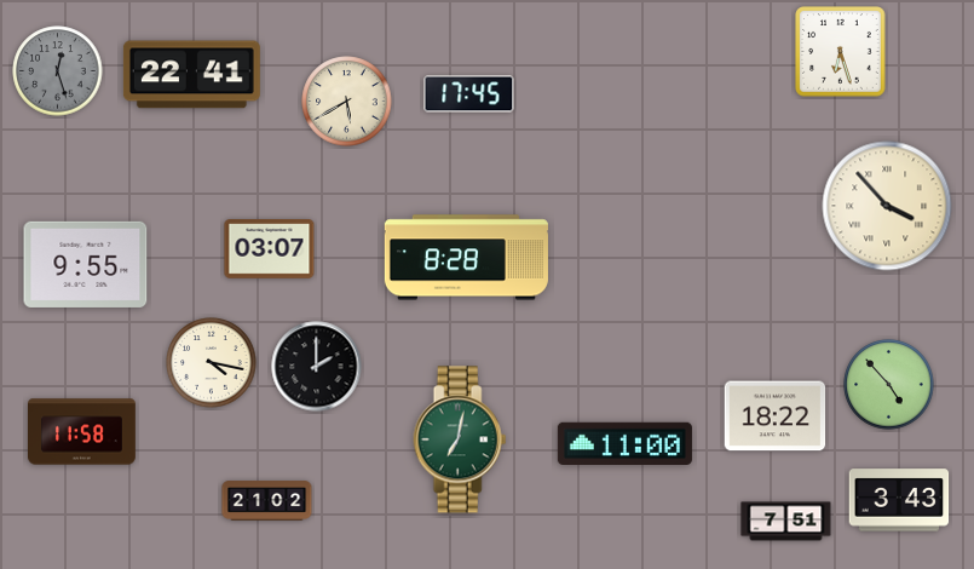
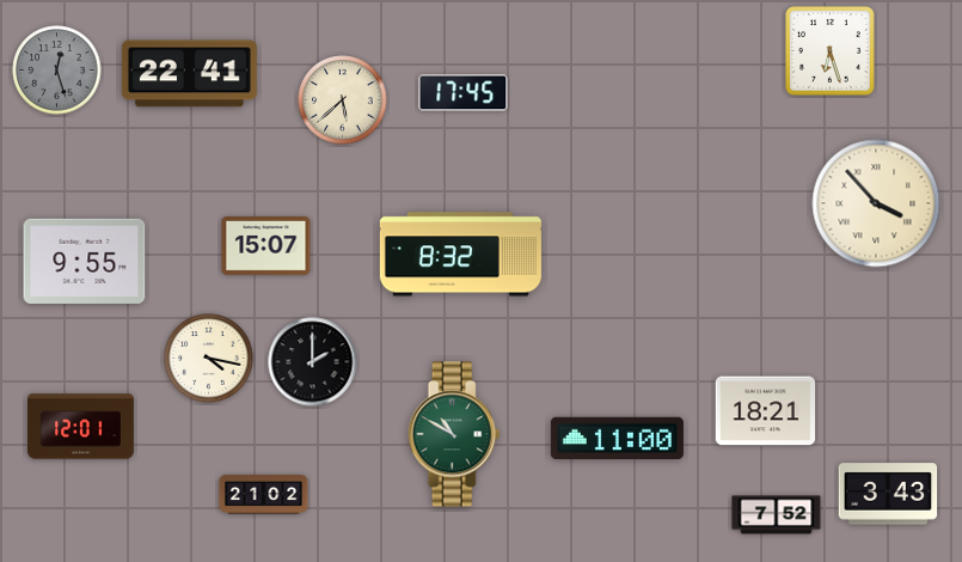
clock at (347, 102): 5:40 -> 5:38
clock at (270, 249): 03:07 -> 15:07
clock at (466, 258): 8:28 -> 8:32
clock at (889, 385): 4:53 -> none
clock at (776, 416): 18:22 -> 18:21
clock at (82, 432): 11:58 -> 12:01
clock at (460, 439): 7:02 -> 10:50
clock at (786, 522): 7:51 -> 7:52
